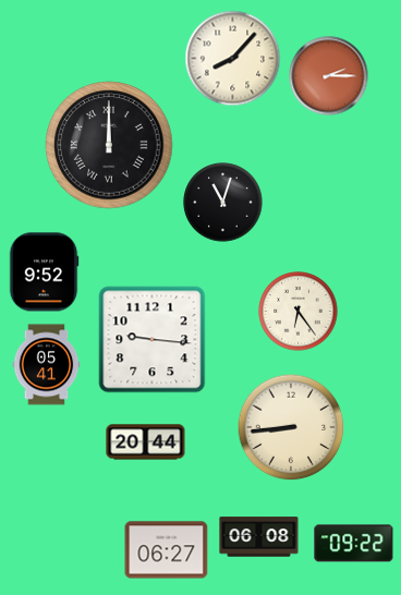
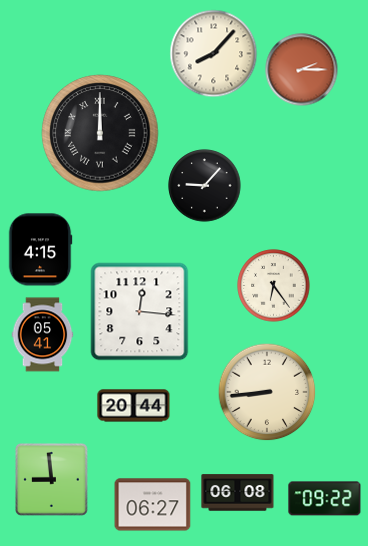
clock at (223, 203): 11:03 -> 9:07
clock at (44, 272): 9:52 -> 4:15
clock at (153, 340): 9:16 -> 12:16
clock at (52, 480): none -> 8:59
